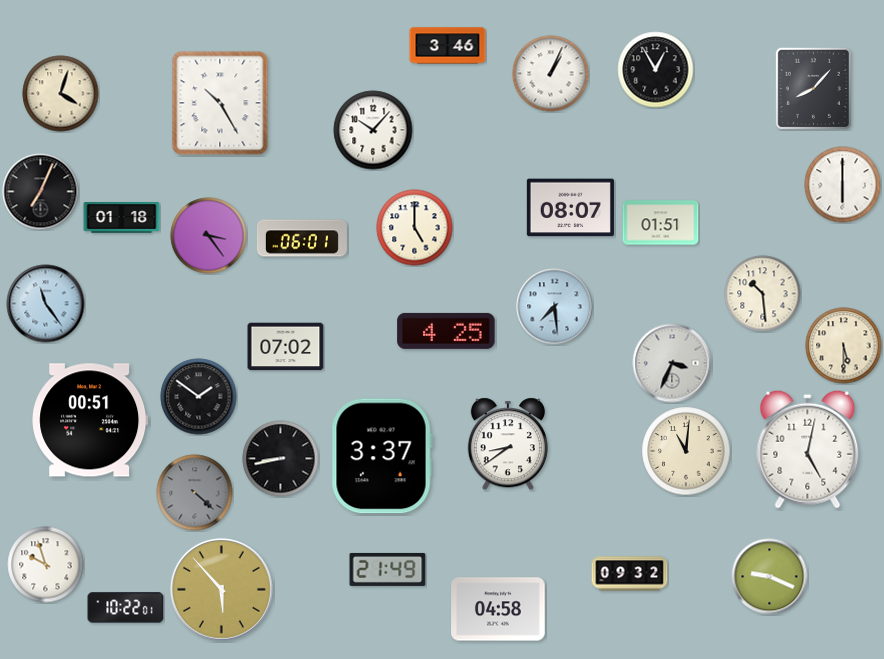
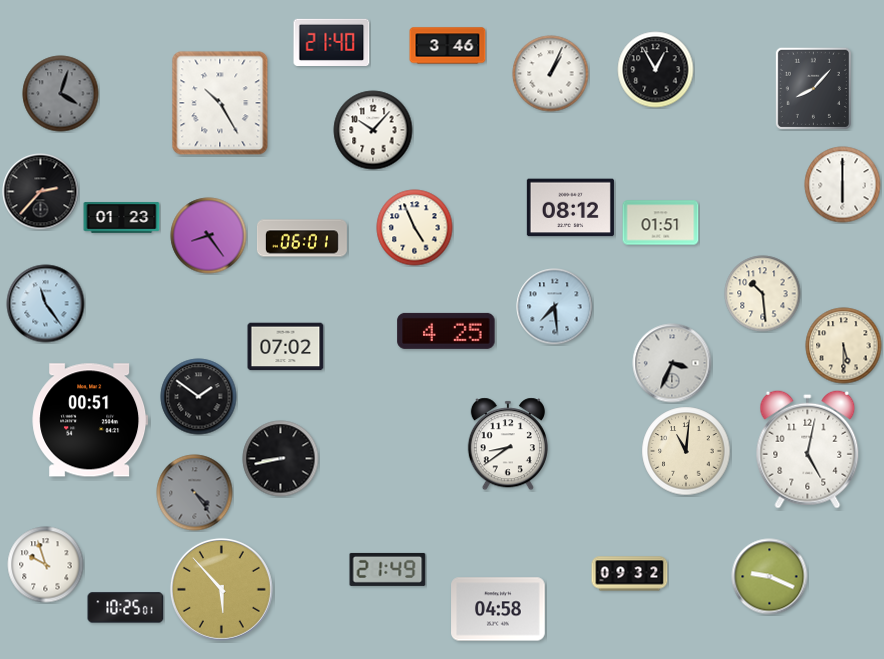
clock at (332, 42): none -> 21:40
clock at (61, 94) dial: cream -> grey
clock at (41, 192): 7:04 -> 2:37
clock at (570, 208): 08:07 -> 08:12
clock at (122, 218): 01:18 -> 01:23
clock at (415, 228): 5:00 -> 4:56
clock at (209, 236): 3:24 -> 8:24
clock at (382, 456): 3:37 -> none
clock at (195, 493): 4:22 -> 4:24
clock at (126, 608): 10:22 -> 10:25
